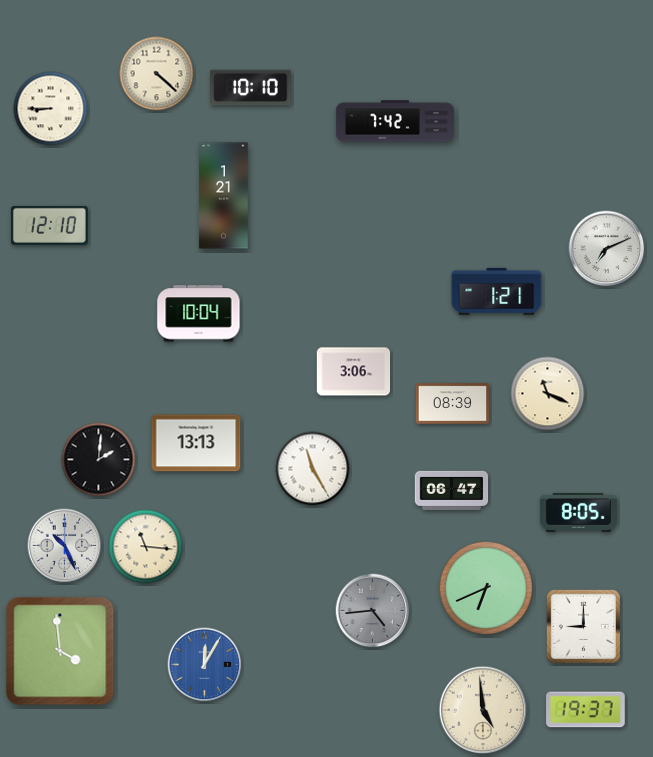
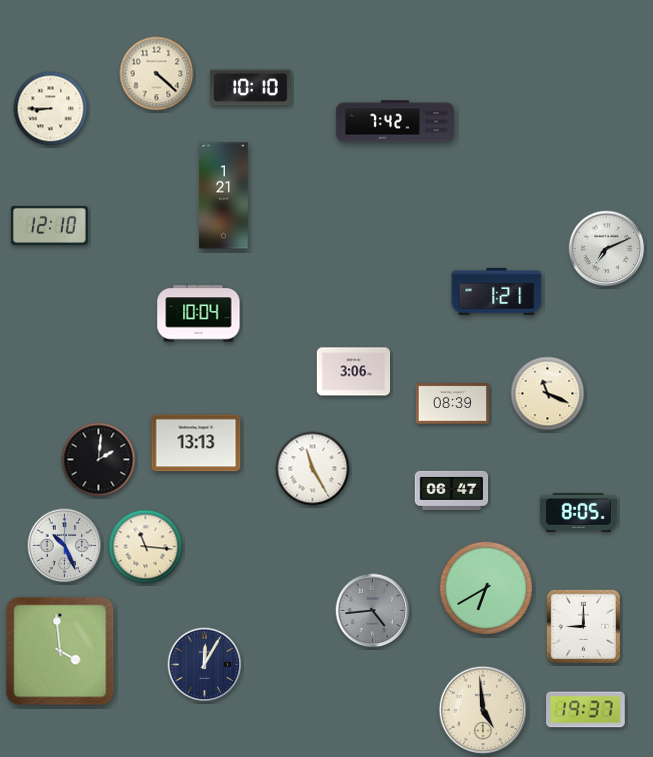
clock at (485, 587): 6:41 -> 6:40
clock at (205, 665) dial: blue -> navy
